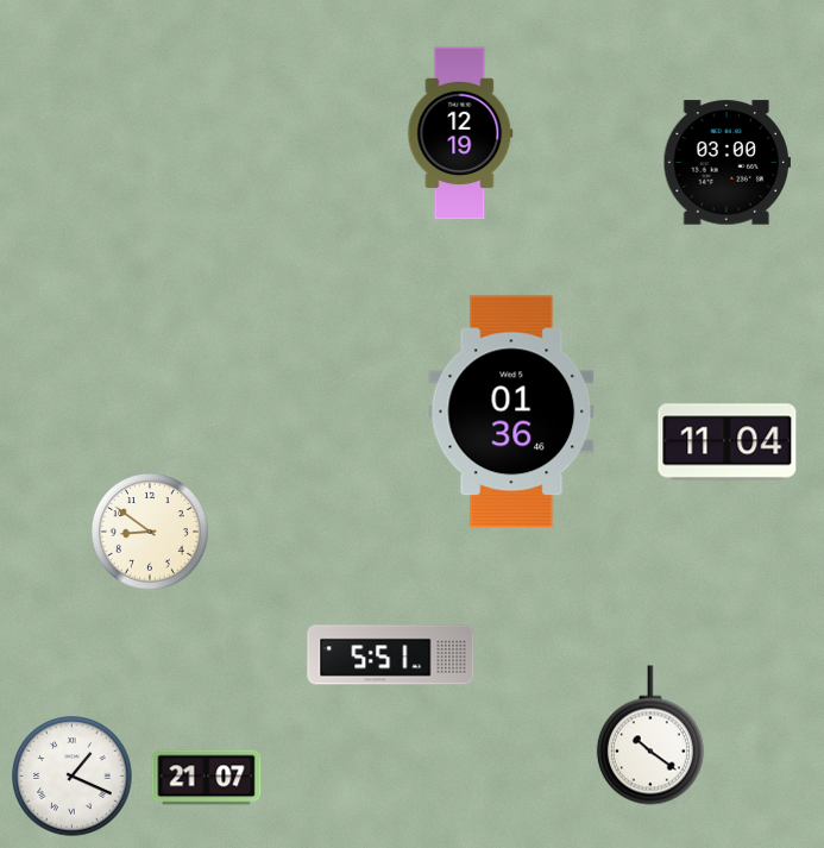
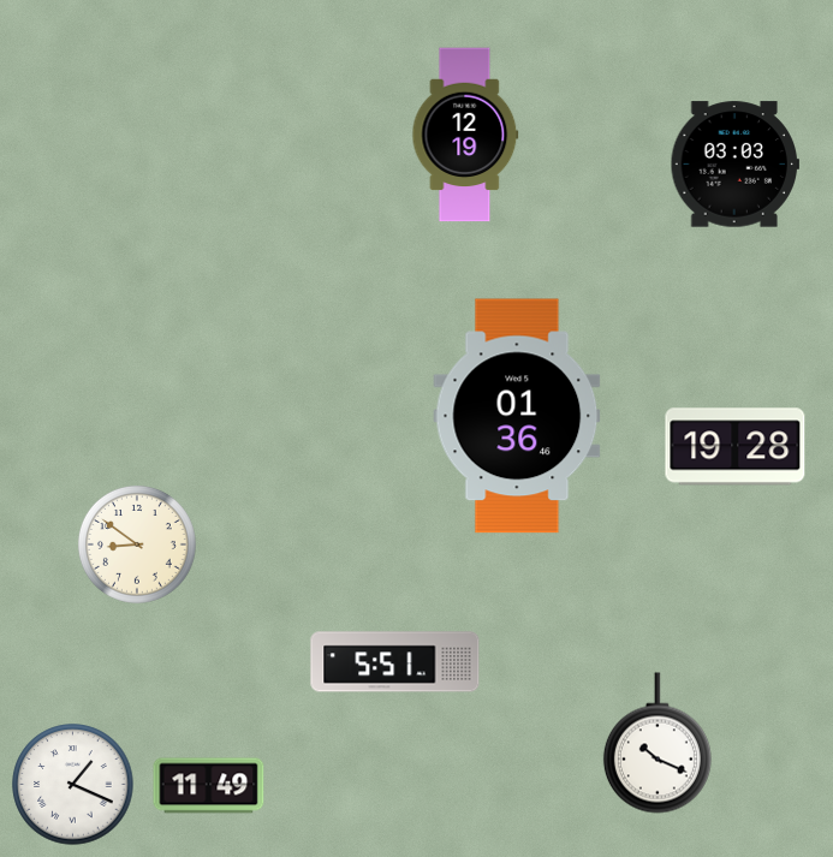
clock at (728, 163): 03:00 -> 03:03
clock at (728, 442): 11:04 -> 19:28
clock at (150, 532) position: (150, 532) -> (137, 544)
clock at (650, 735): 10:21 -> 10:19
clock at (207, 778): 21:07 -> 11:49
